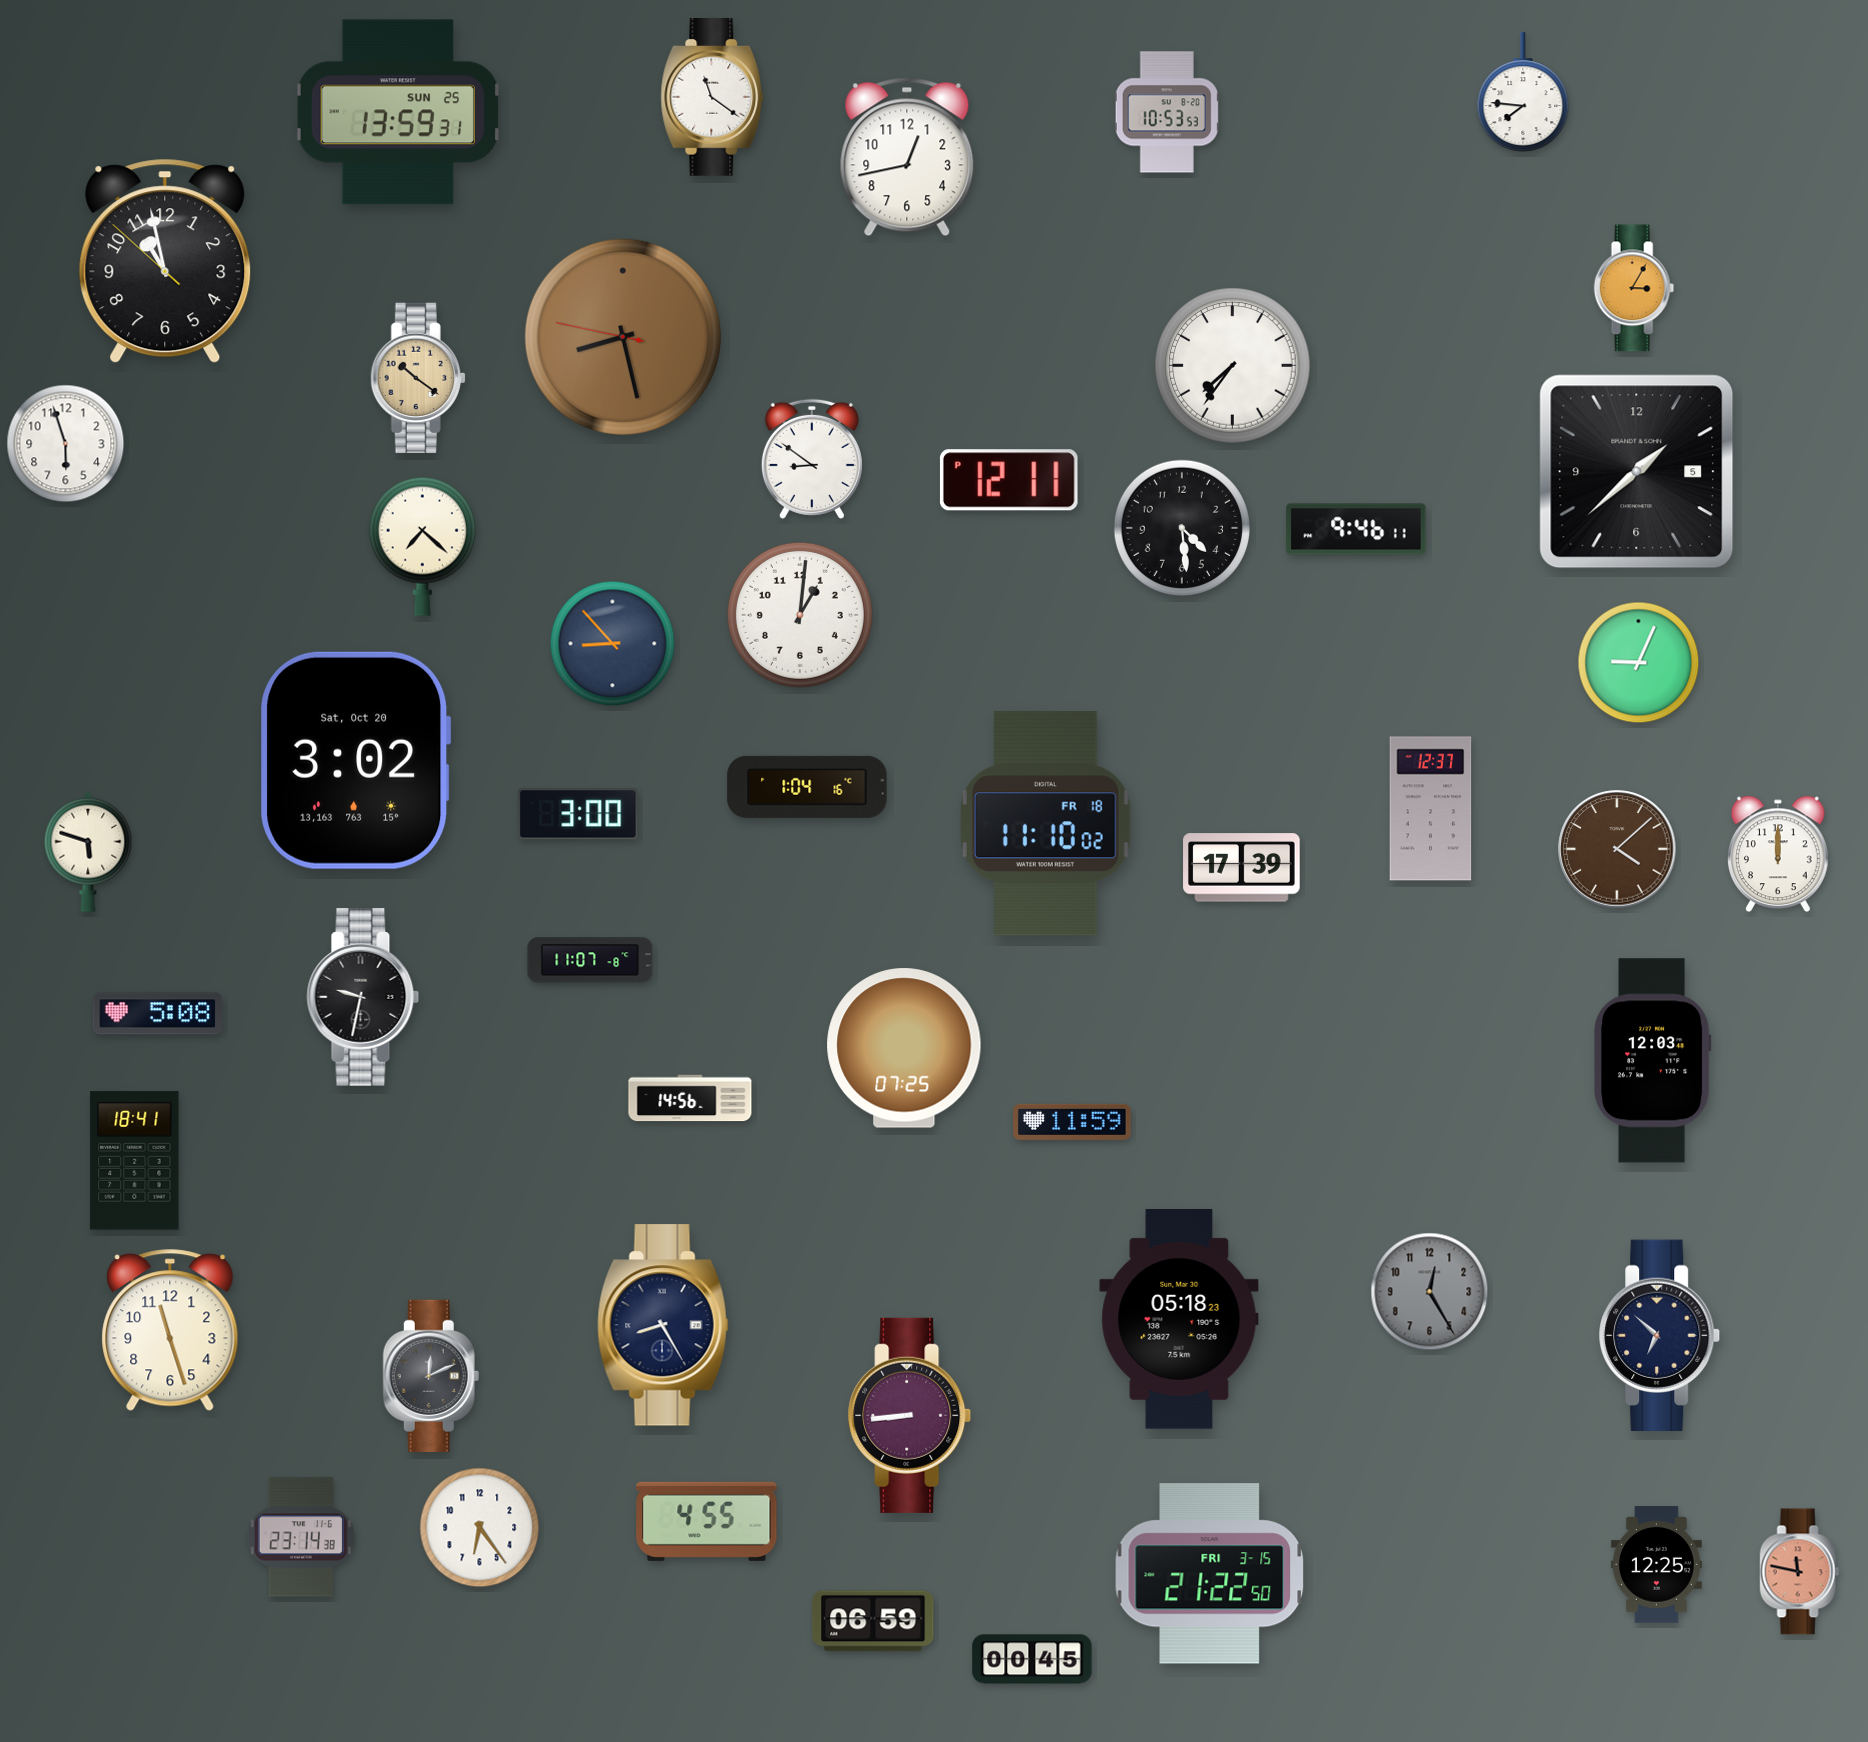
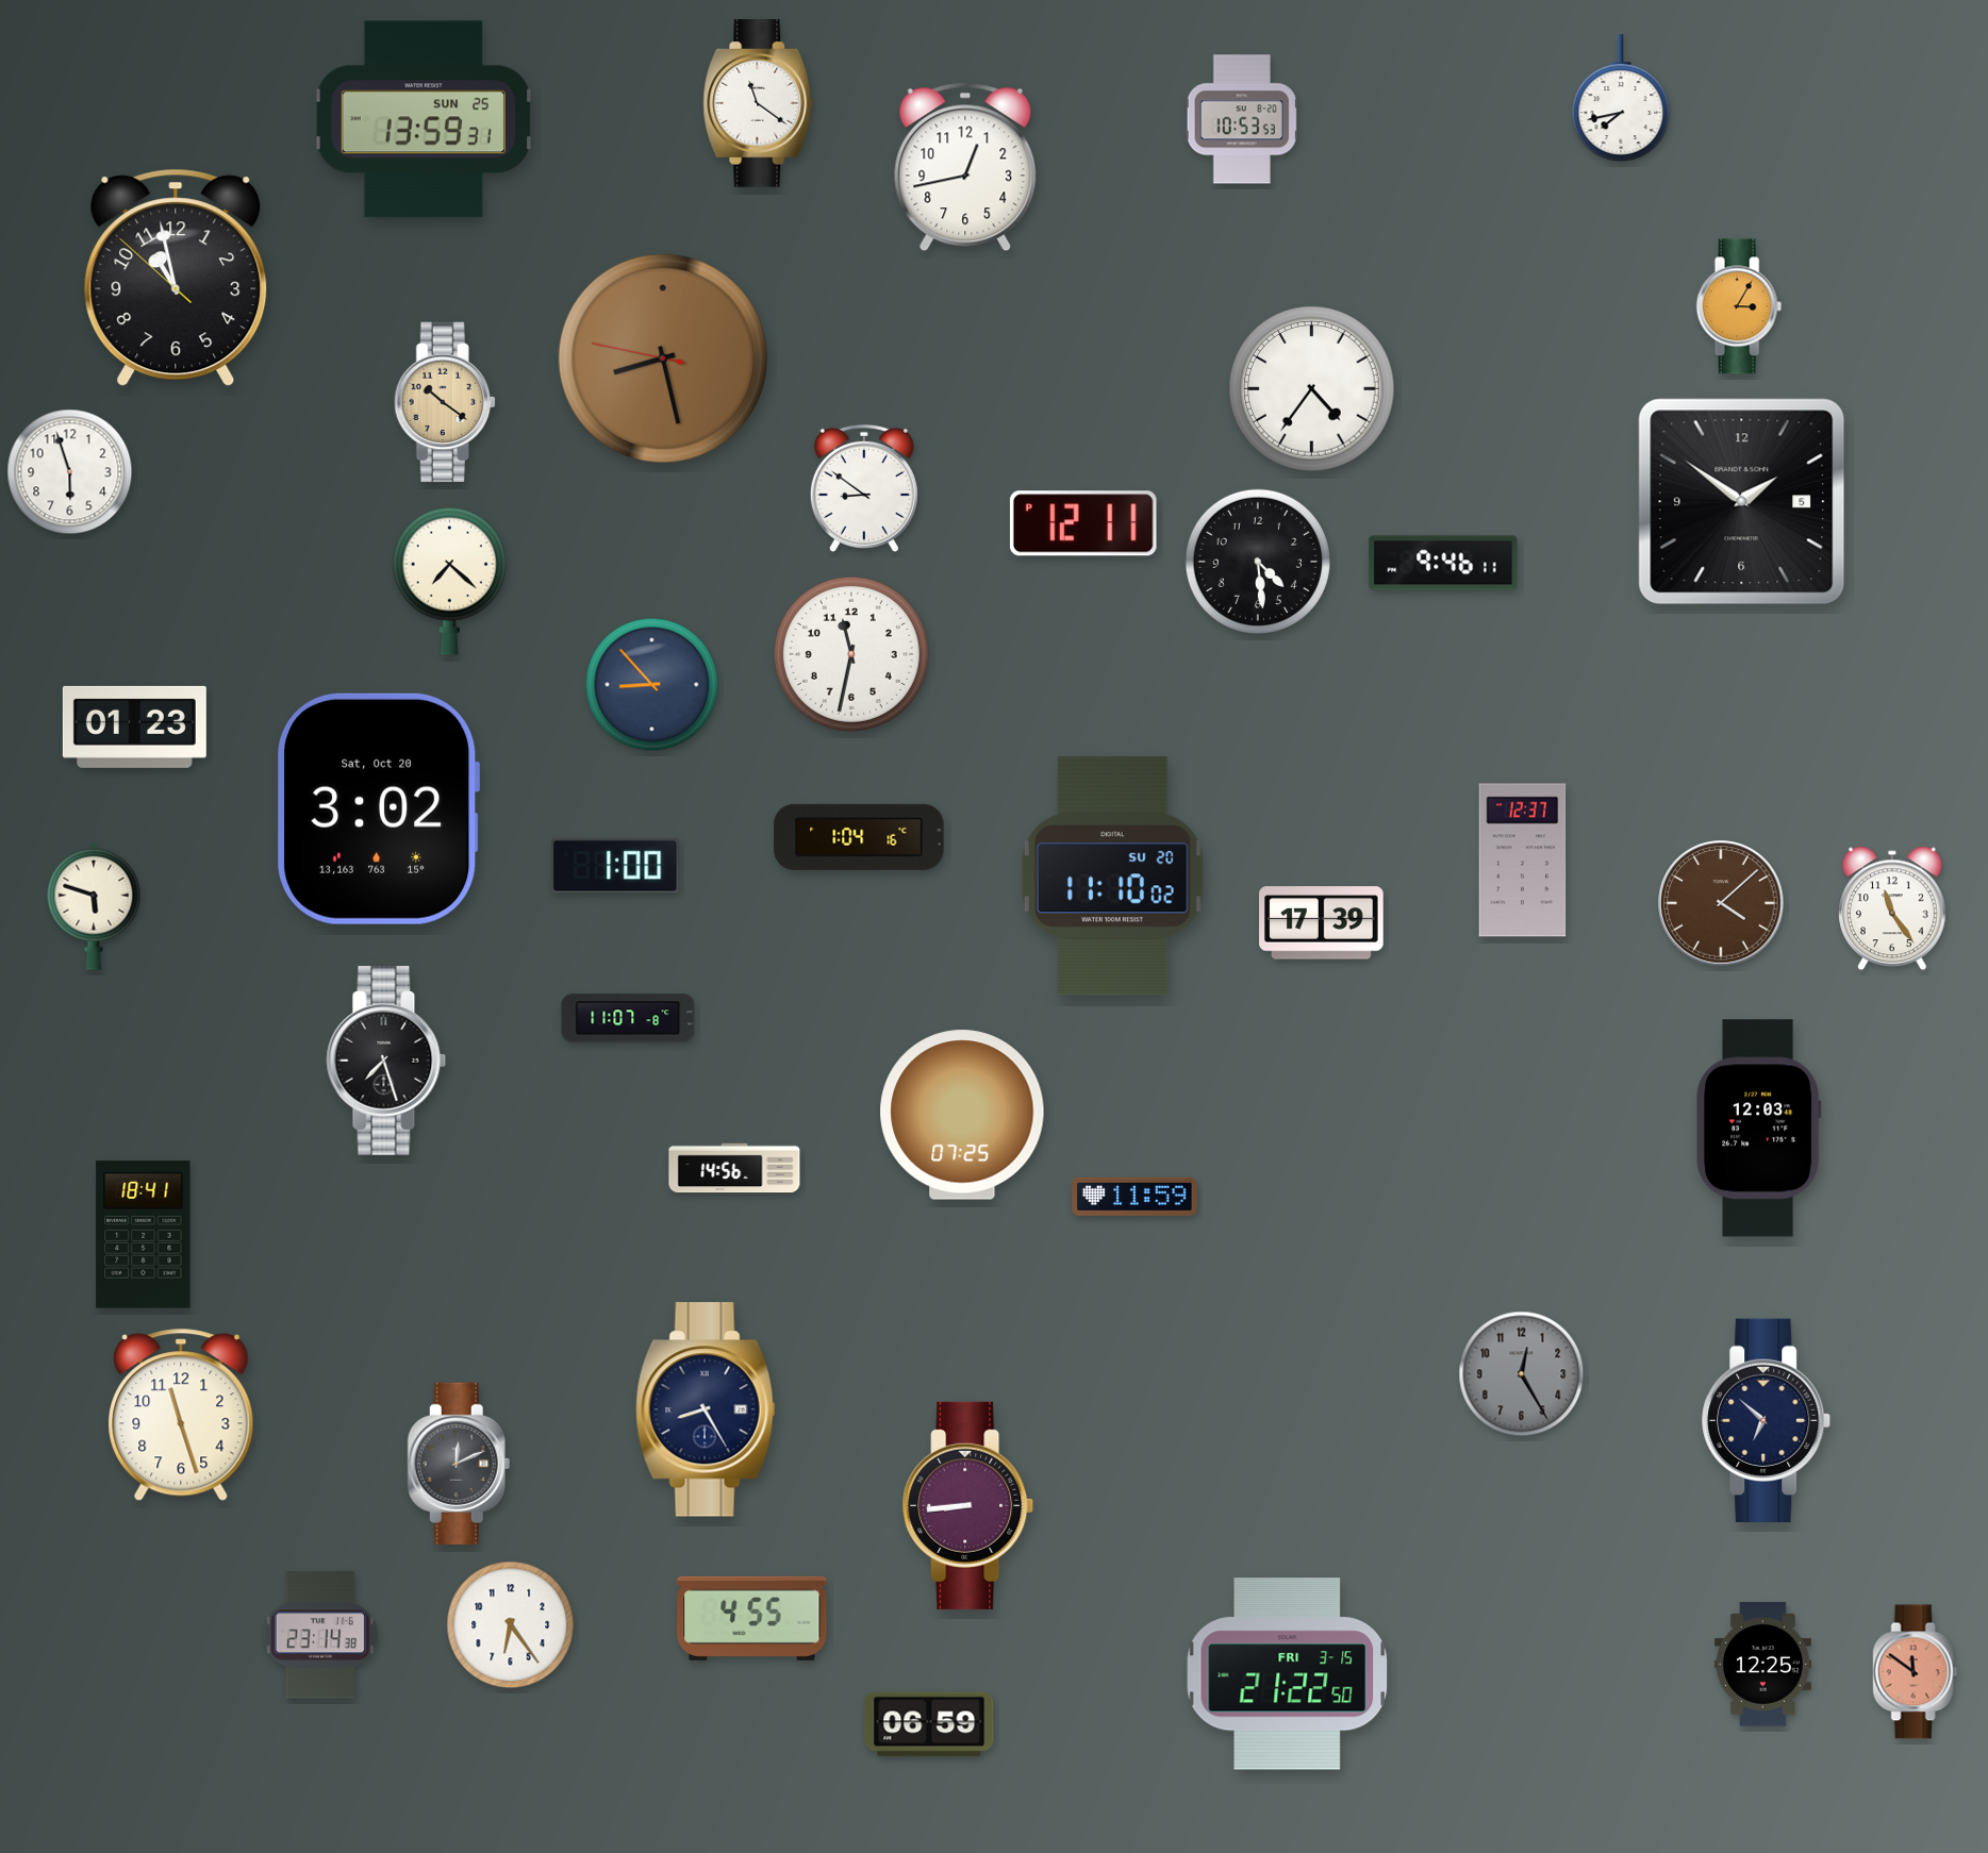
clock at (1523, 92): 7:46 -> 7:43
clock at (1233, 366): 7:36 -> 4:36
clock at (1637, 472): 1:38 -> 1:51
clock at (1009, 480) position: (1009, 480) -> (1083, 523)
clock at (800, 615): 1:01 -> 11:32
clock at (1639, 663): 9:04 -> none
clock at (134, 727): none -> 01:23
clock at (578, 814): 3:00 -> 1:00
clock at (1045, 824) date: FR 18 -> SU 20
clock at (1779, 854): 12:00 -> 11:24
clock at (590, 960) position: (590, 960) -> (628, 1018)
clock at (363, 997): 9:32 -> 7:27
clock at (158, 1014): 5:08 -> none
clock at (1072, 1122) position: (1072, 1122) -> (1134, 1197)
clock at (1179, 1320): 05:18 -> none
clock at (1800, 1572): 11:47 -> 11:51
clock at (1032, 1659): 00:45 -> none
